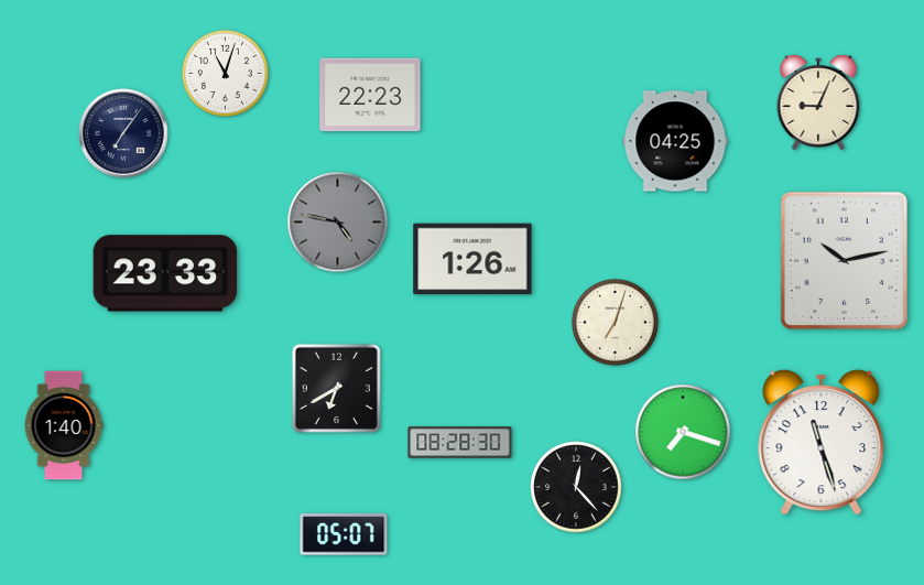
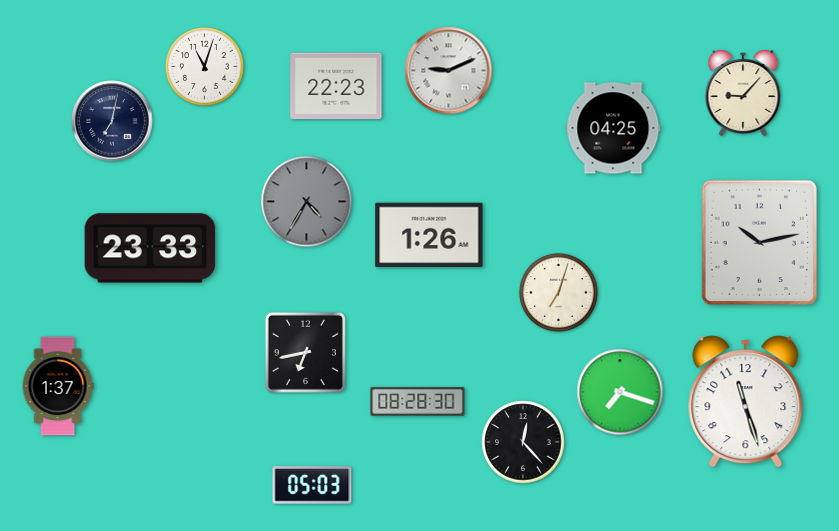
clock at (449, 71): none -> 9:11
clock at (818, 102): 9:04 -> 9:07
clock at (123, 133): 7:06 -> 7:02
clock at (338, 223): 4:47 -> 4:35
clock at (844, 261) position: (844, 261) -> (759, 243)
clock at (336, 388): 6:40 -> 6:43
clock at (64, 425): 1:40 -> 1:37
clock at (344, 534): 05:07 -> 05:03
